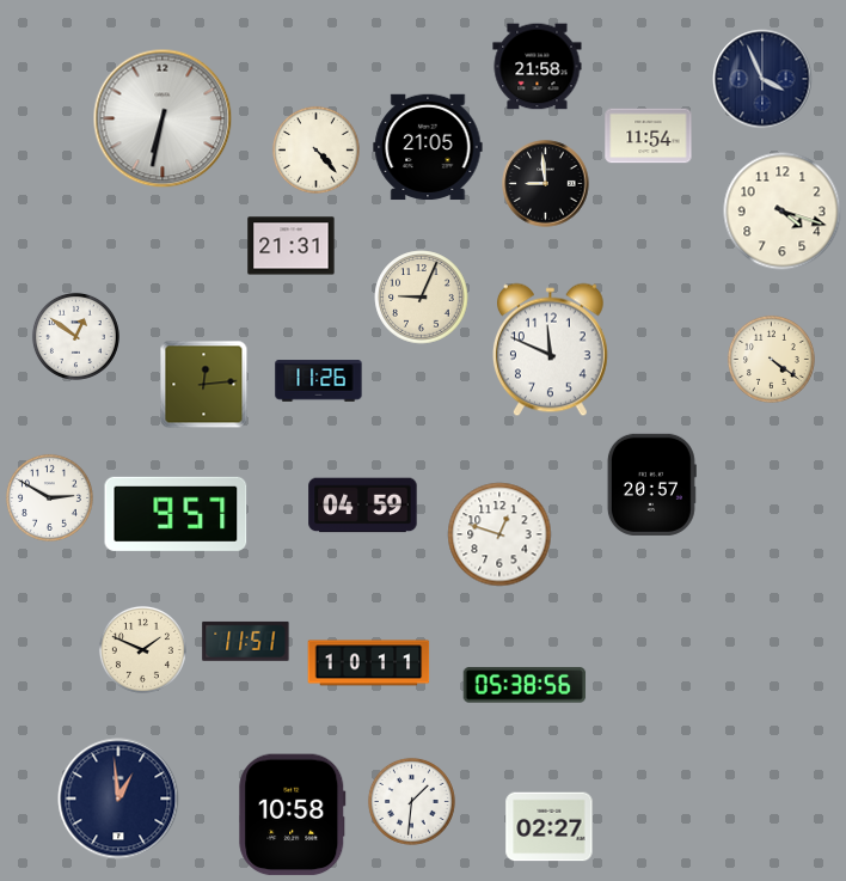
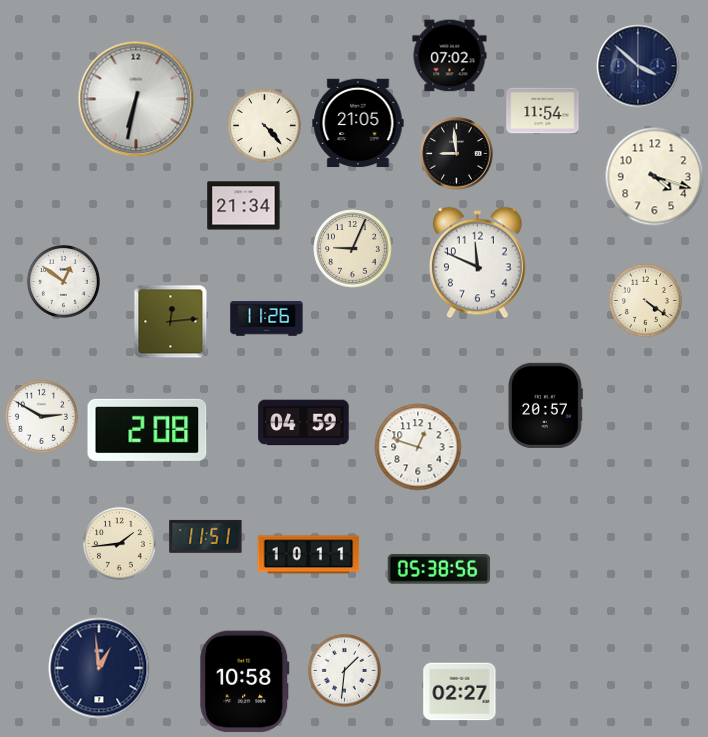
clock at (538, 67): 21:58 -> 07:02
clock at (762, 79): 3:56 -> 3:52
clock at (649, 136) position: (649, 136) -> (543, 111)
clock at (292, 246): 21:31 -> 21:34
clock at (550, 350) position: (550, 350) -> (477, 263)
clock at (176, 514): 9:57 -> 2:08
clock at (142, 649): 1:49 -> 1:44
clock at (525, 685) position: (525, 685) -> (439, 569)
